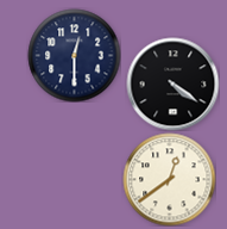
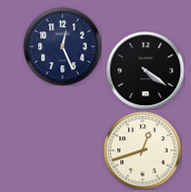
clock at (74, 55): 12:30 -> 12:26
clock at (169, 179): 12:39 -> 12:42
